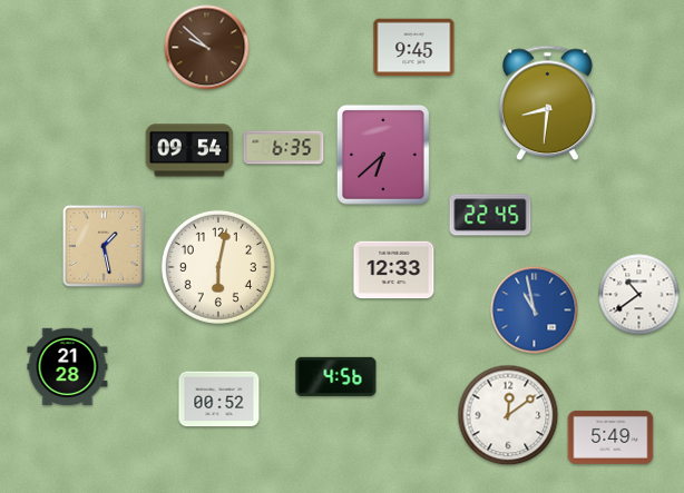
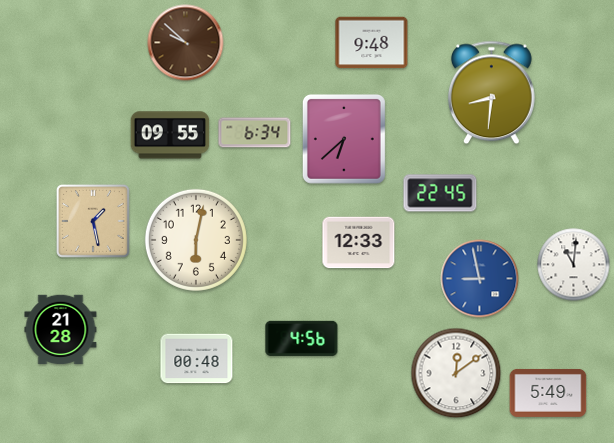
clock at (414, 48): 9:45 -> 9:48
clock at (284, 148): 6:35 -> 6:34
clock at (189, 150): 09:54 -> 09:55
clock at (394, 270) position: (394, 270) -> (359, 243)
clock at (639, 295): 10:39 -> 11:01
clock at (535, 310): 10:58 -> 8:58
clock at (219, 400): 00:52 -> 00:48
